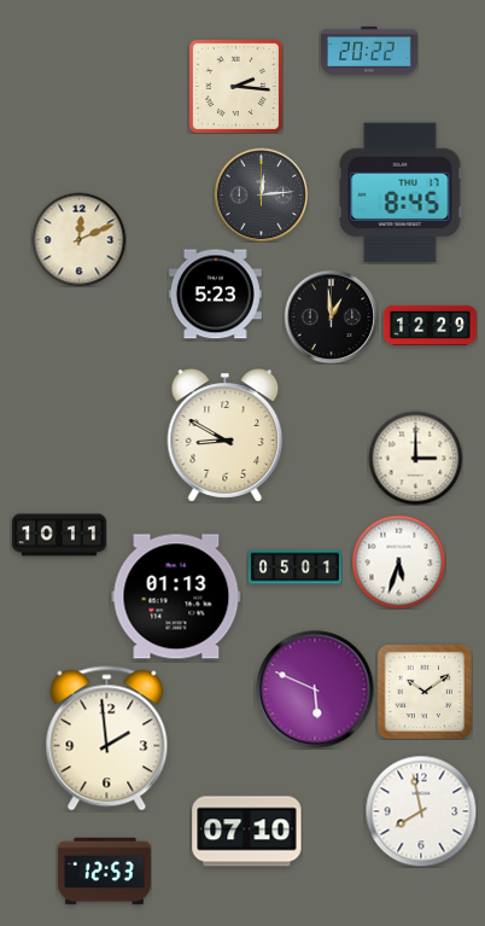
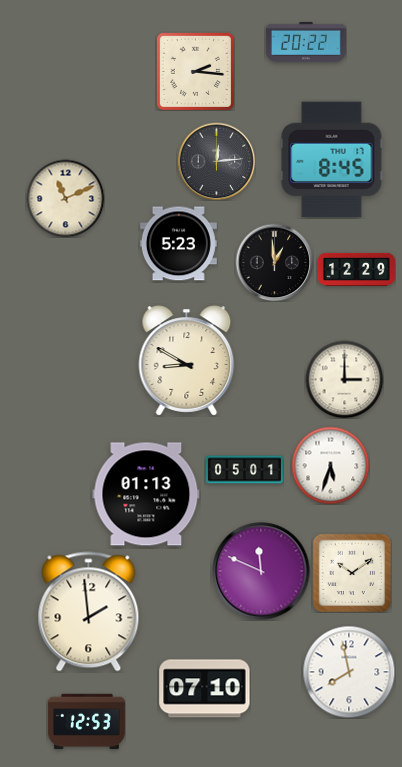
clock at (78, 239): 12:11 -> 11:11
clock at (59, 535): 10:11 -> none
clock at (315, 689): 5:49 -> 11:49
